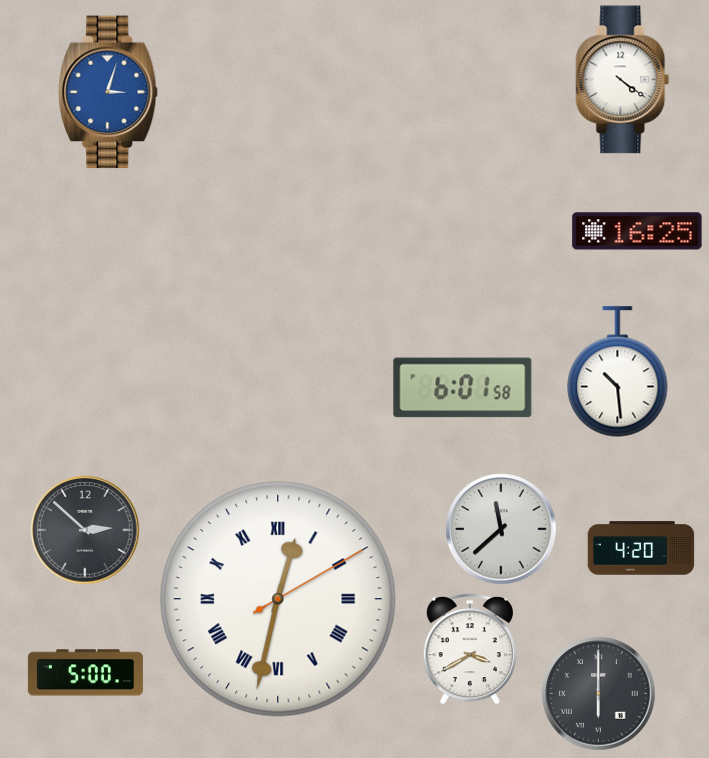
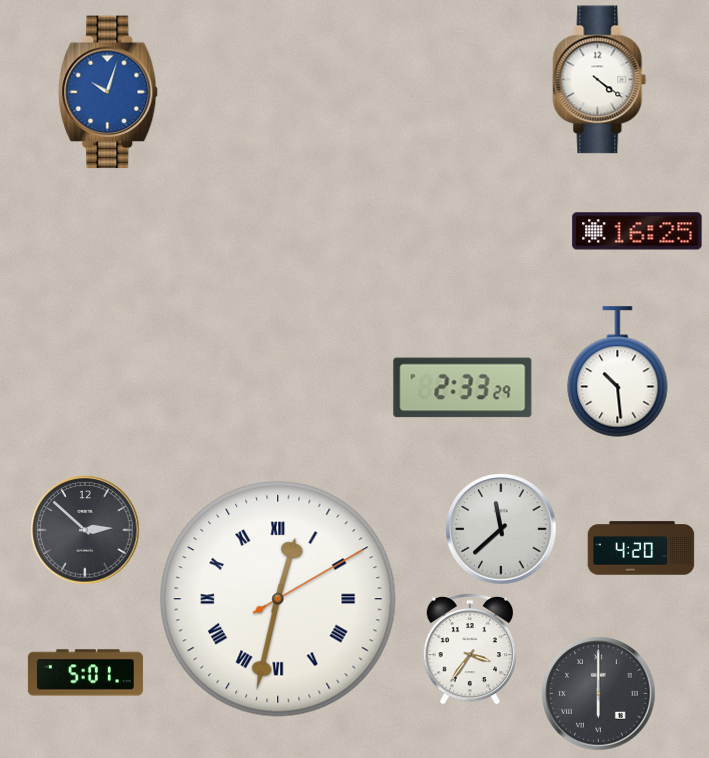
clock at (623, 80) position: (623, 80) -> (600, 80)
clock at (108, 92): 3:03 -> 10:03
clock at (463, 388): 6:01 -> 2:33
clock at (469, 649): 3:40 -> 3:36
clock at (85, 673): 5:00 -> 5:01
